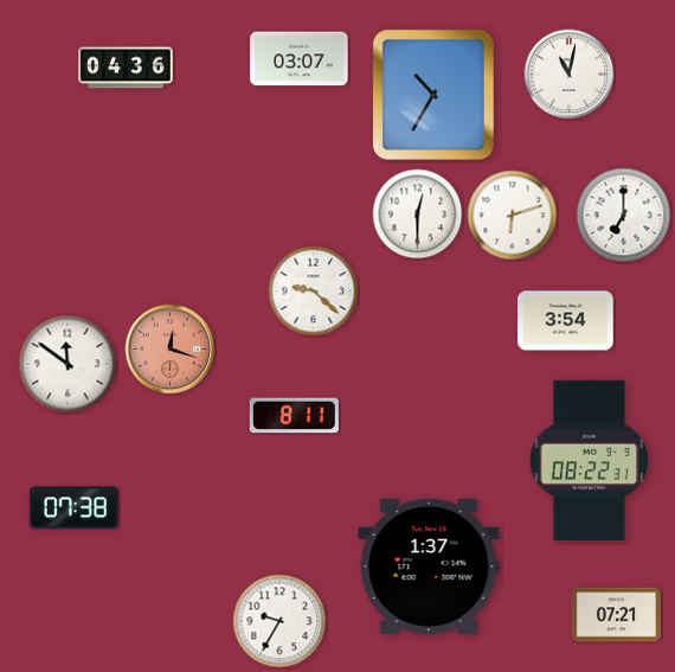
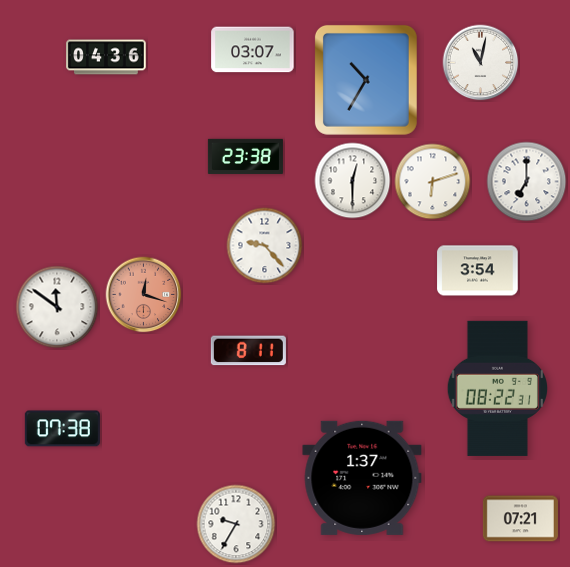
clock at (245, 156): none -> 23:38
clock at (314, 292): 9:22 -> 9:23
